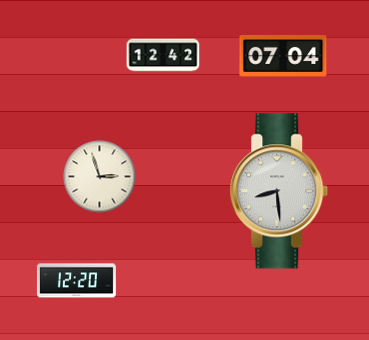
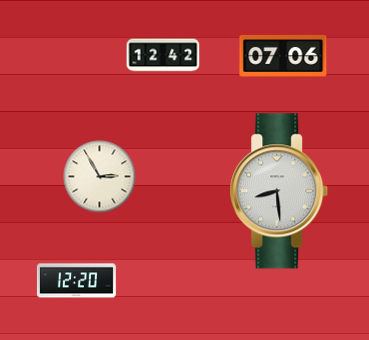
clock at (283, 56): 07:04 -> 07:06
clock at (100, 177): 2:57 -> 2:55
